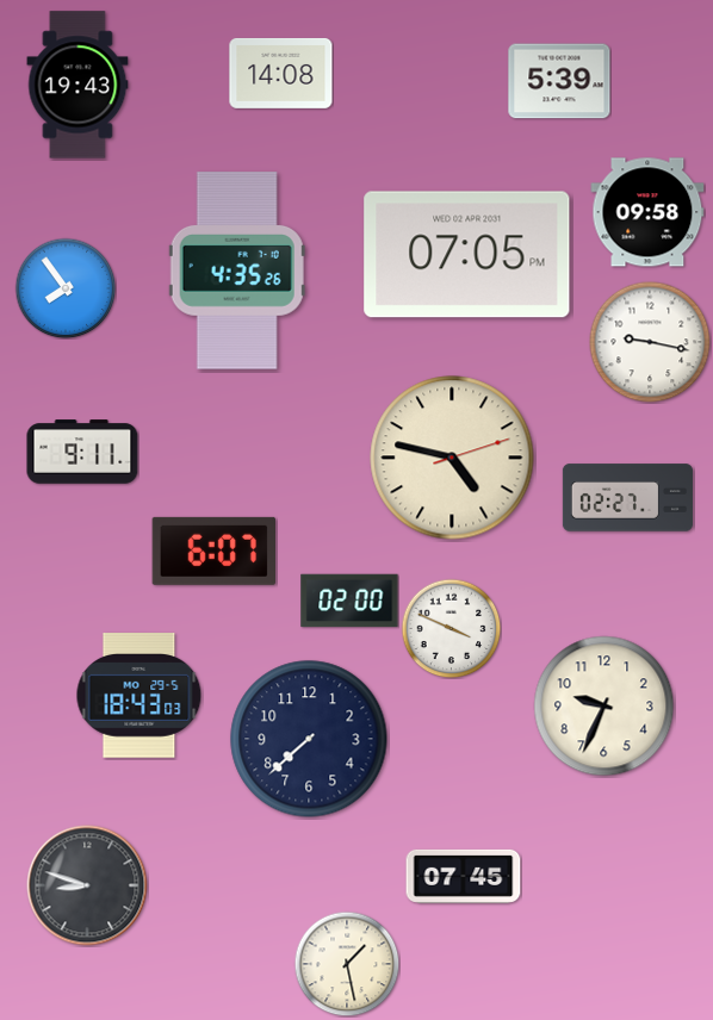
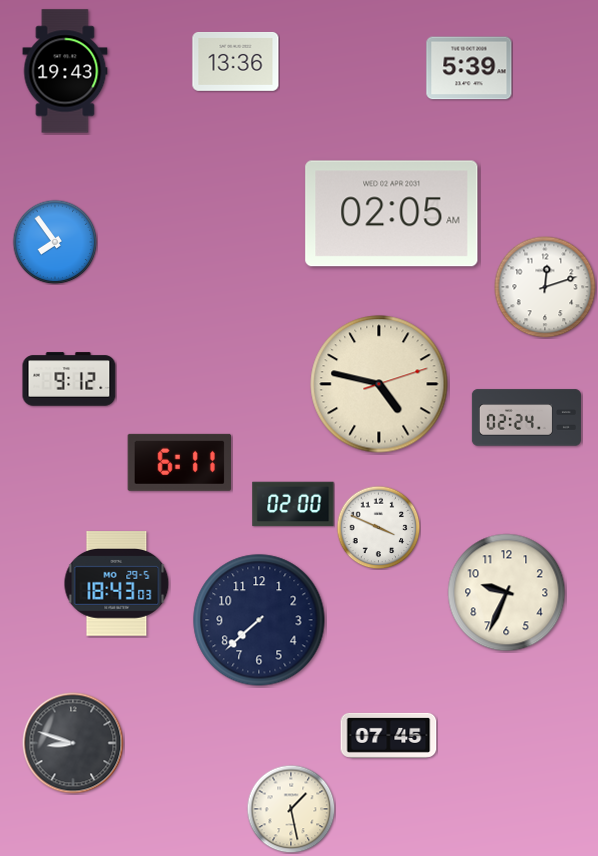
clock at (281, 73): 14:08 -> 13:36
clock at (647, 212): 09:58 -> none
clock at (467, 255): 07:05 -> 02:05
clock at (237, 270): 4:35 -> none
clock at (650, 342): 9:17 -> 12:12
clock at (82, 452): 9:11 -> 9:12
clock at (627, 498): 02:27 -> 02:24
clock at (215, 551): 6:07 -> 6:11
